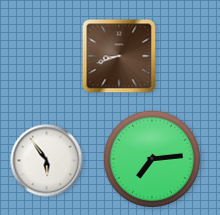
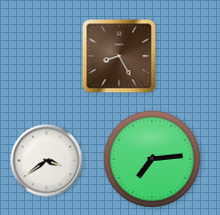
clock at (119, 56): 8:42 -> 8:25
clock at (47, 161): 5:54 -> 3:39
